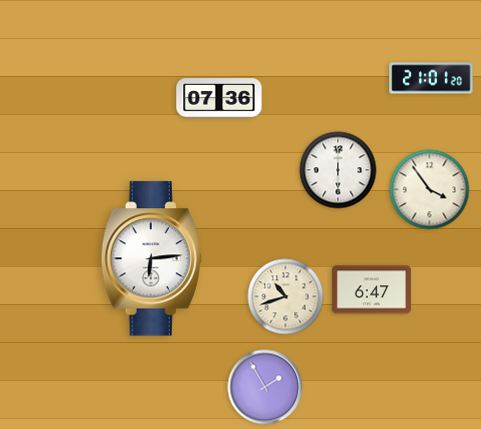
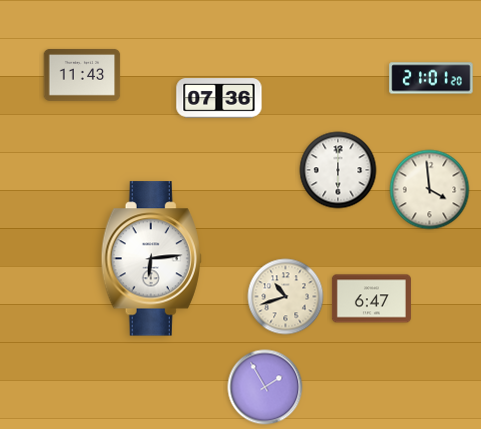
clock at (82, 75): none -> 11:43
clock at (430, 190): 3:54 -> 3:59
clock at (371, 290) position: (371, 290) -> (371, 299)
